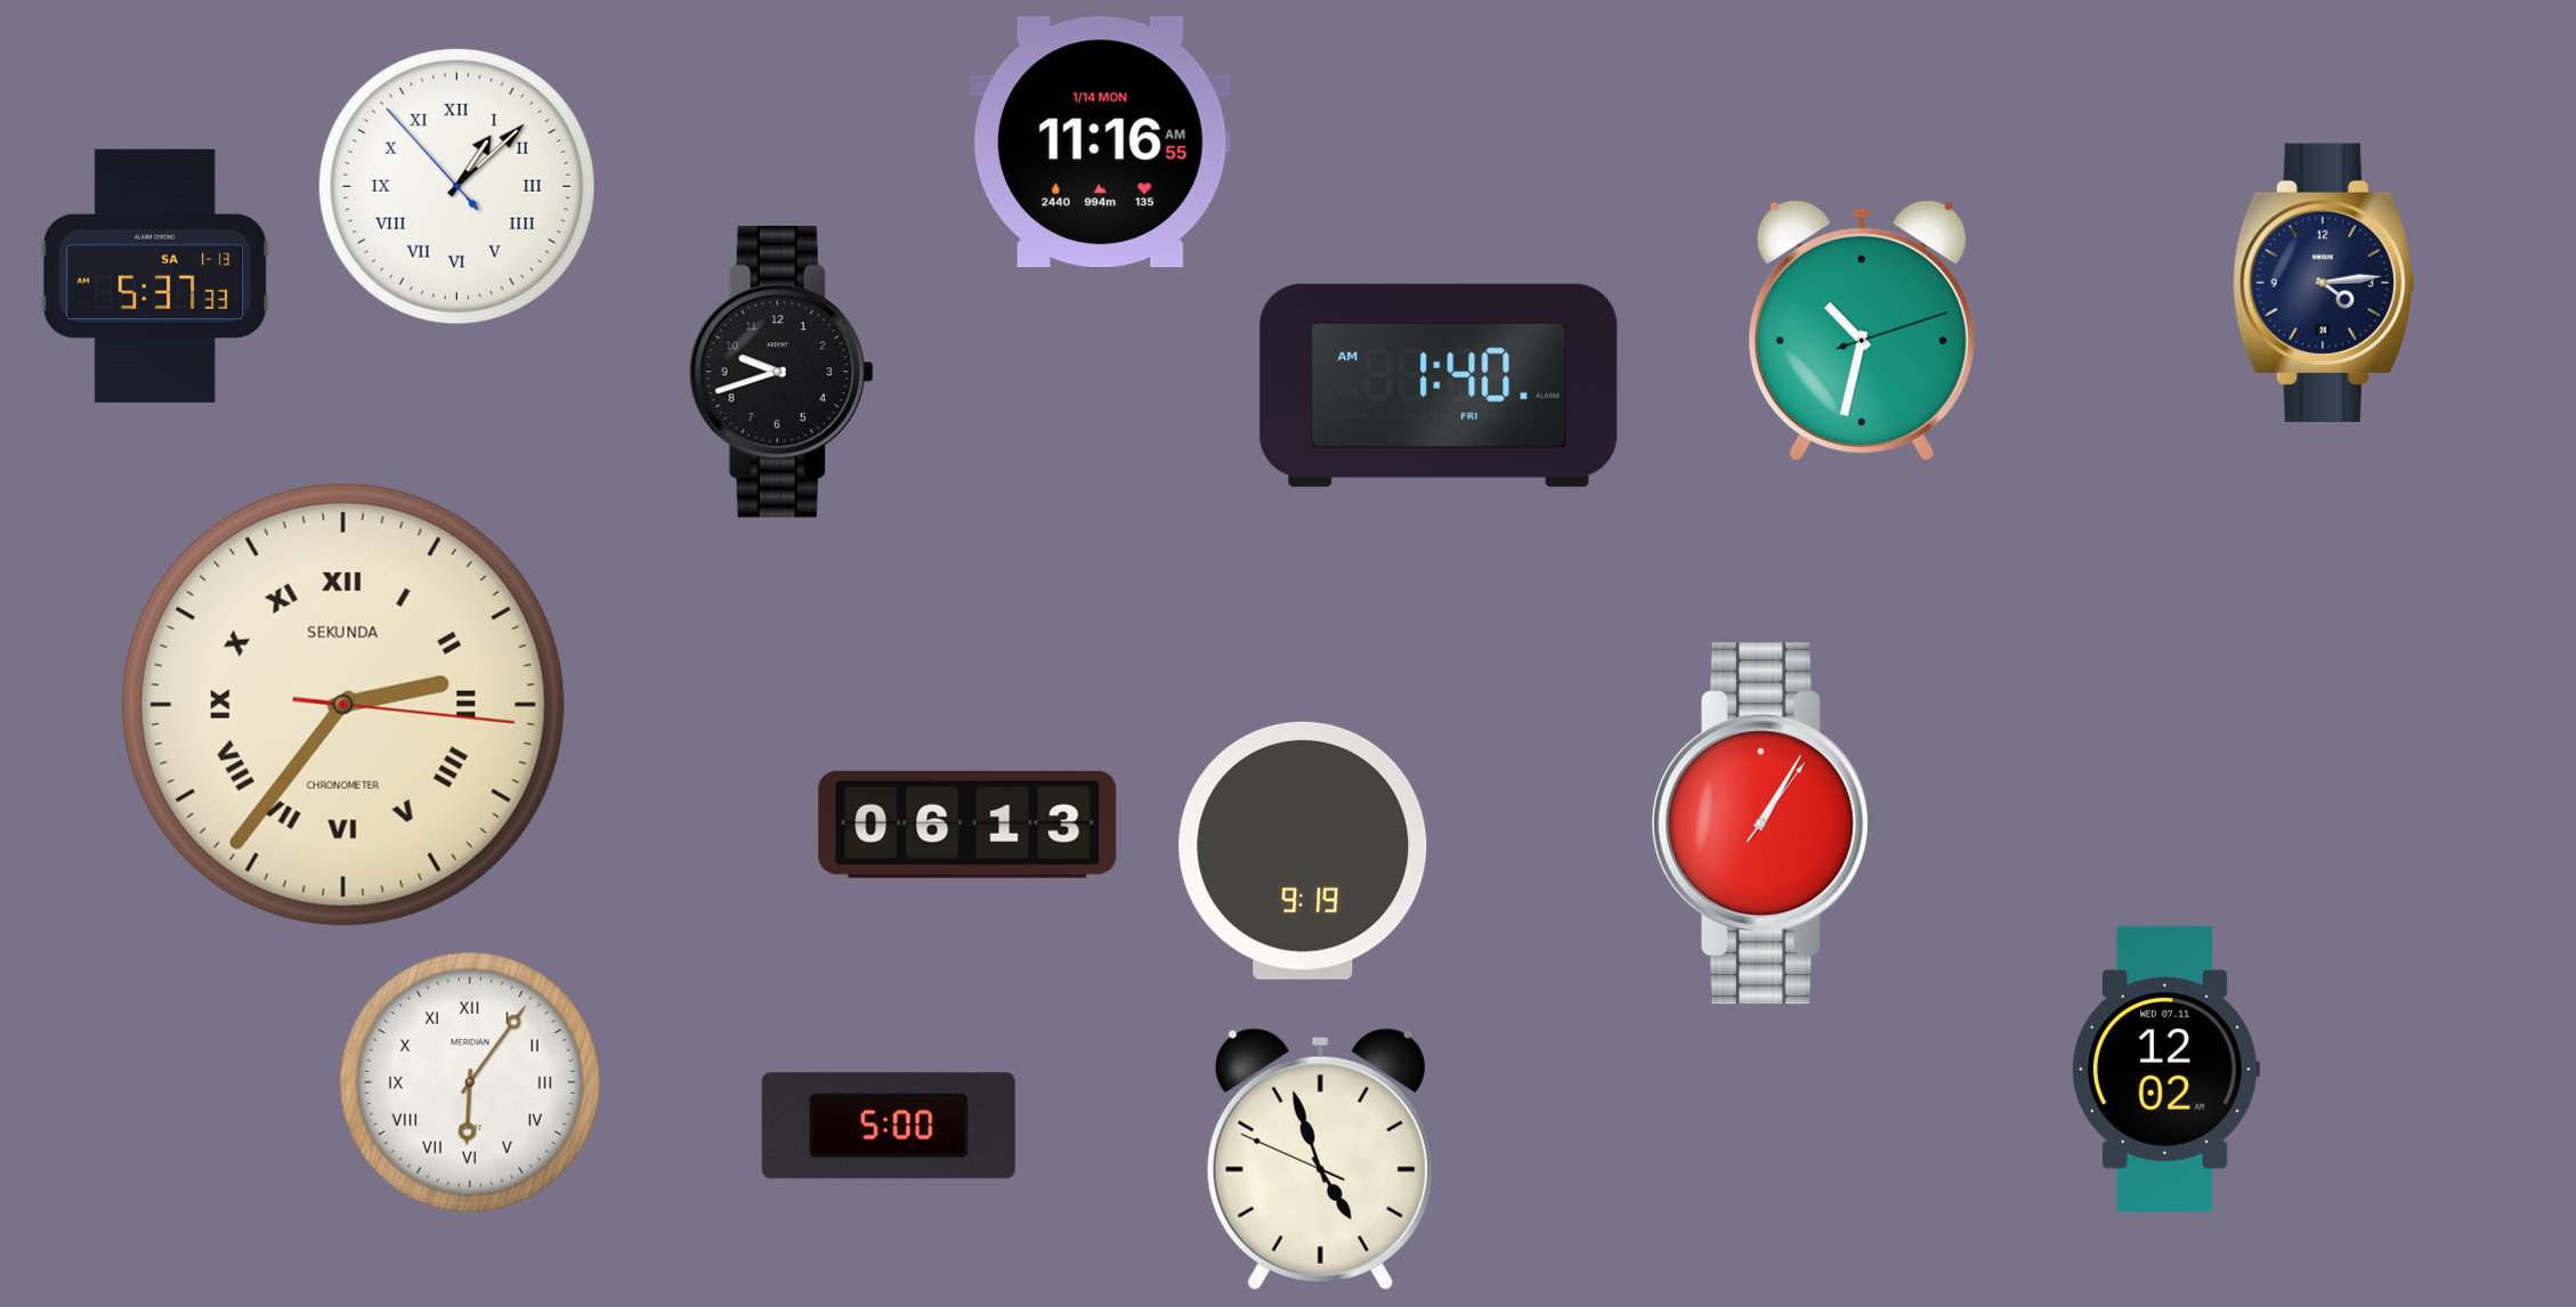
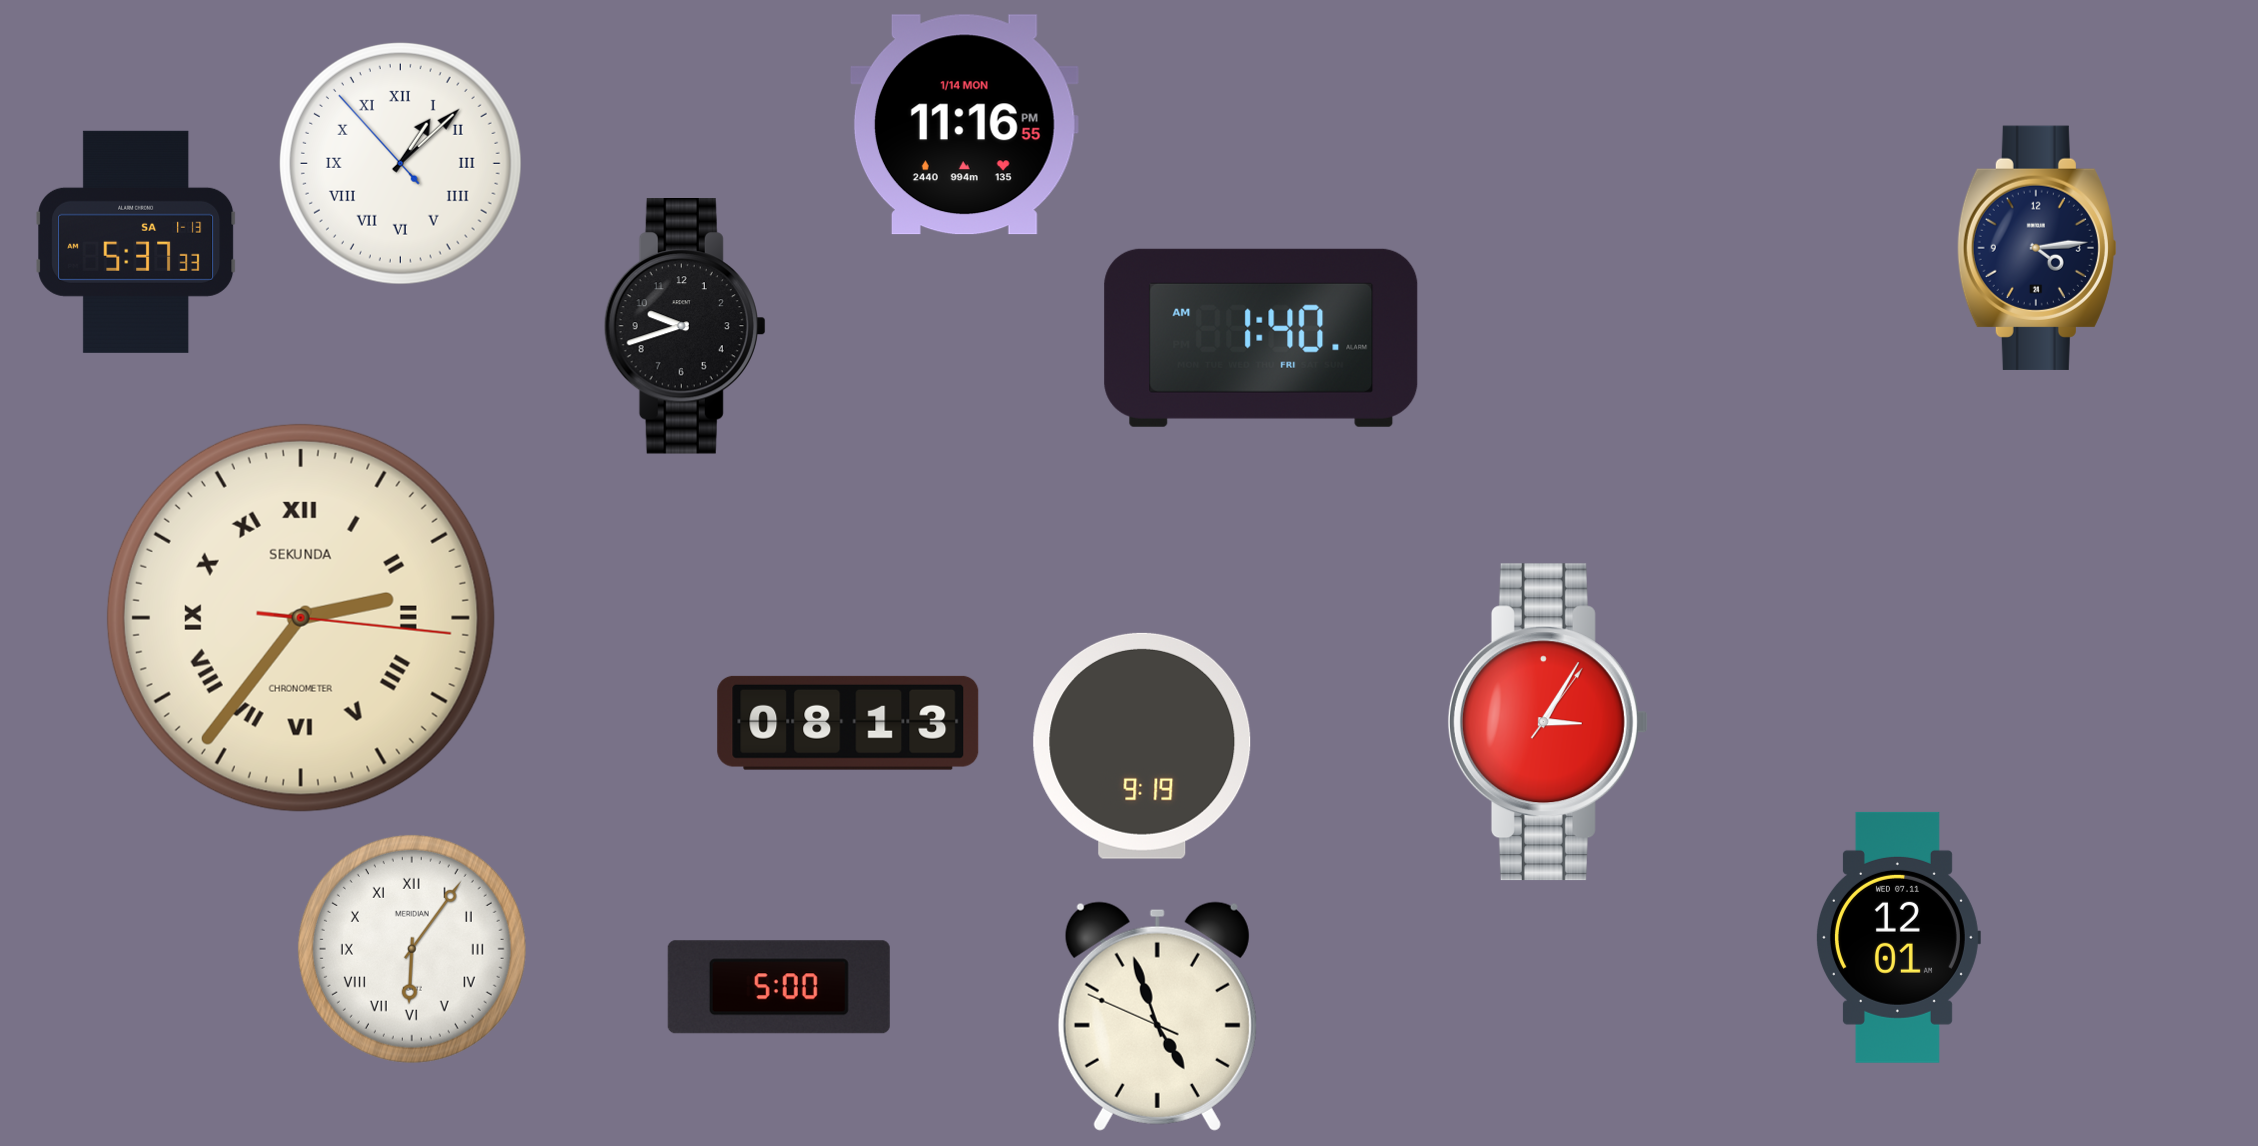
clock at (1100, 143): 11:16:55 AM -> 11:16:55 PM
clock at (1862, 331): 10:32 -> none
clock at (1766, 823): 1:05 -> 3:05
clock at (967, 825): 06:13 -> 08:13
clock at (2166, 1069): 12:02 -> 12:01
